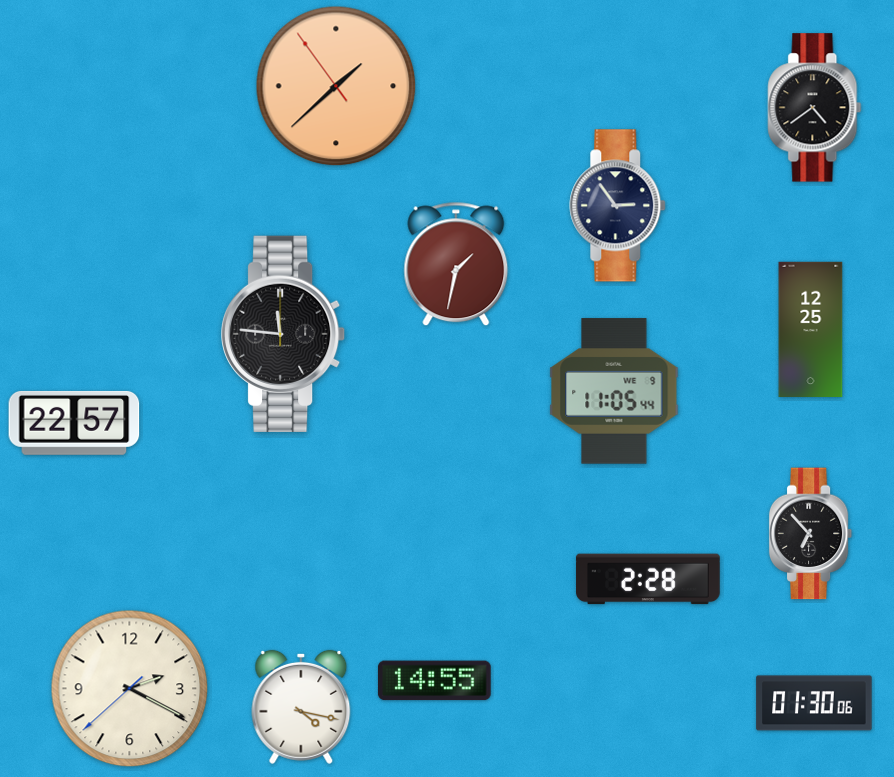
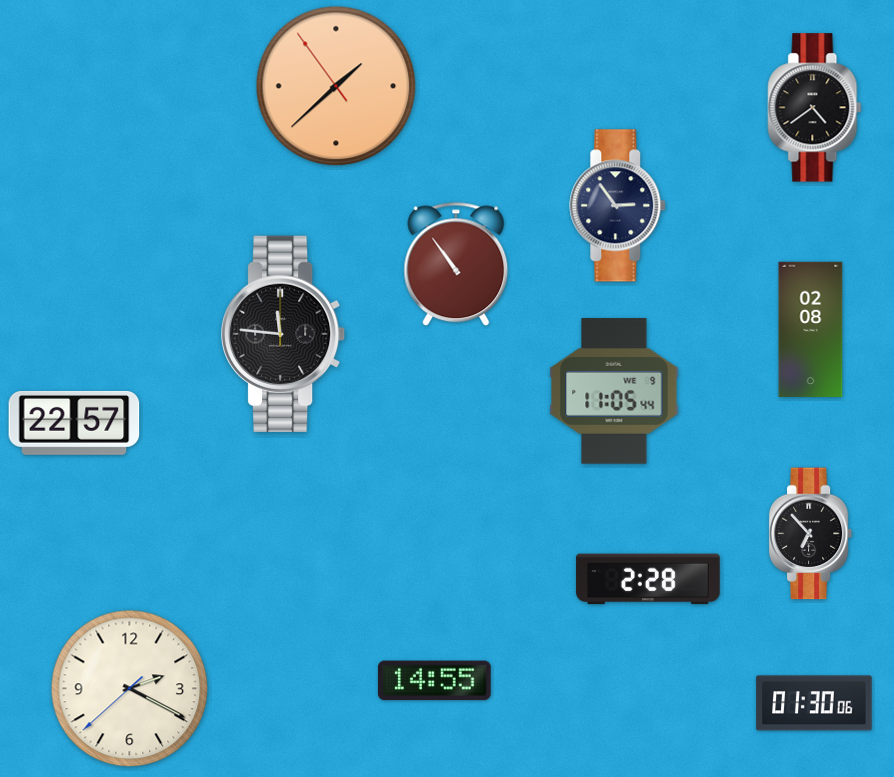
clock at (456, 264): 1:32 -> 10:54
clock at (811, 330): 12:25 -> 02:08
clock at (301, 707): 4:17 -> none
